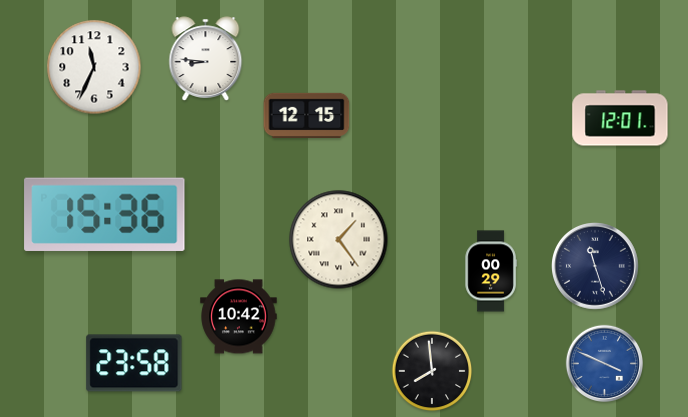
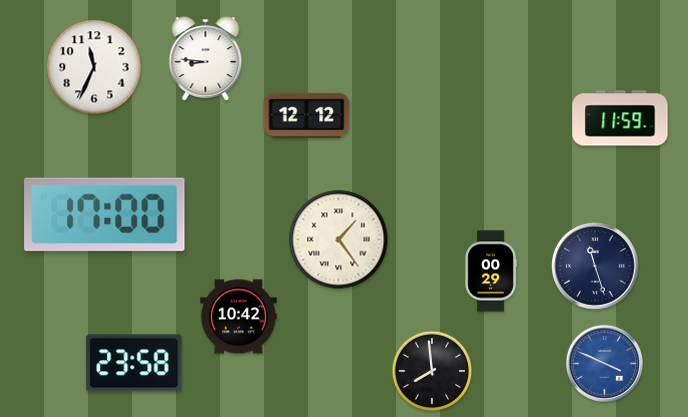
clock at (307, 115): 12:15 -> 12:12
clock at (620, 118): 12:01 -> 11:59
clock at (105, 214): 15:36 -> 17:00
